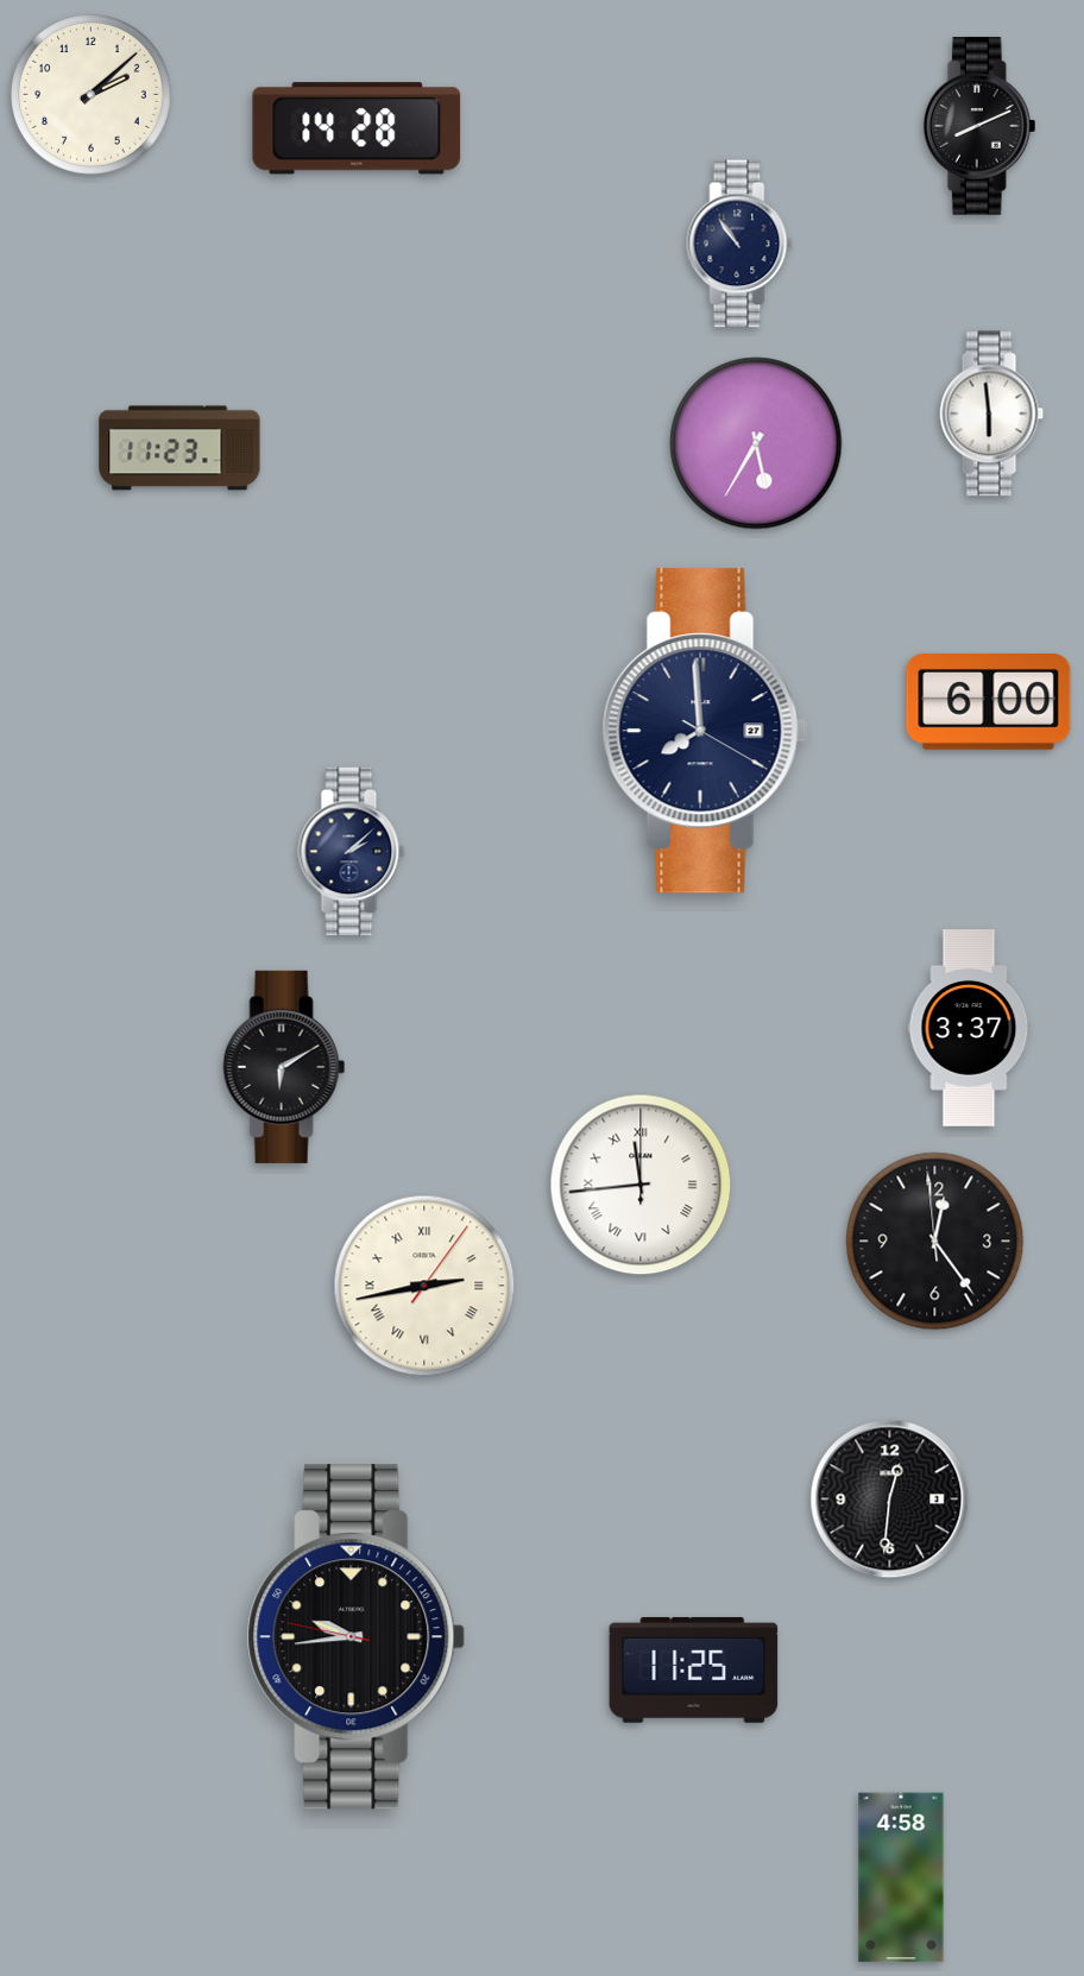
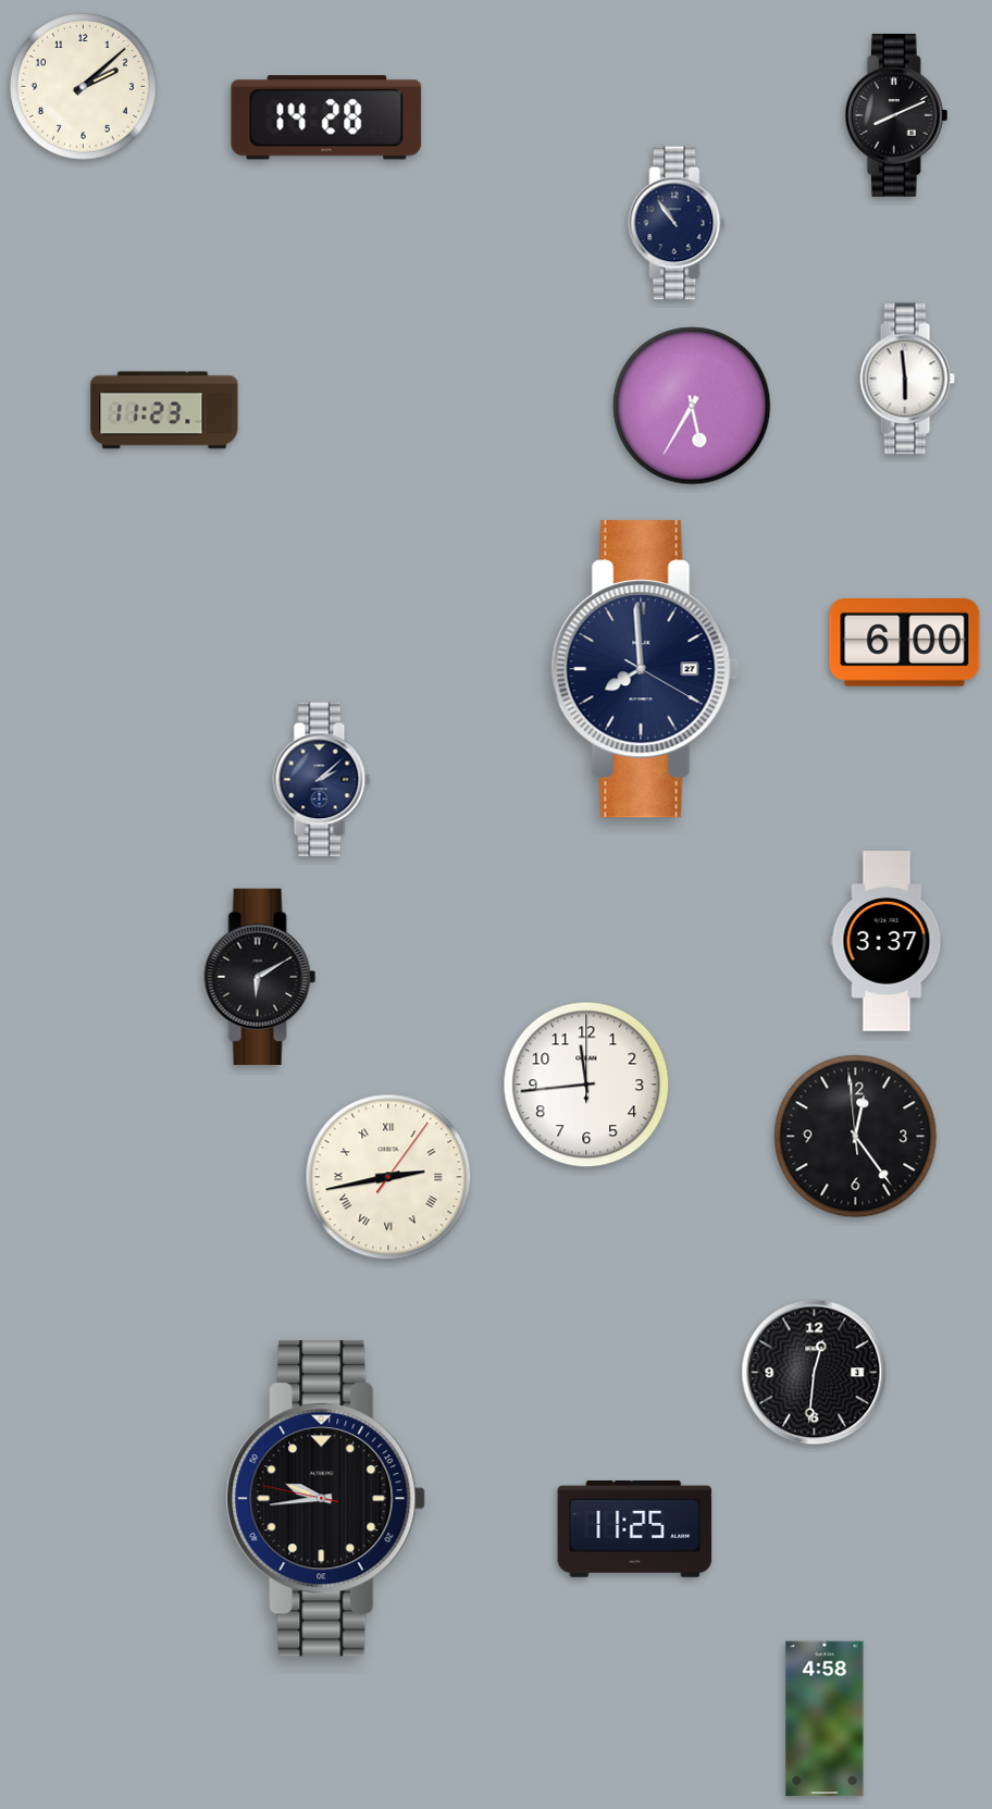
clock at (641, 1185) numerals: Roman -> Arabic
